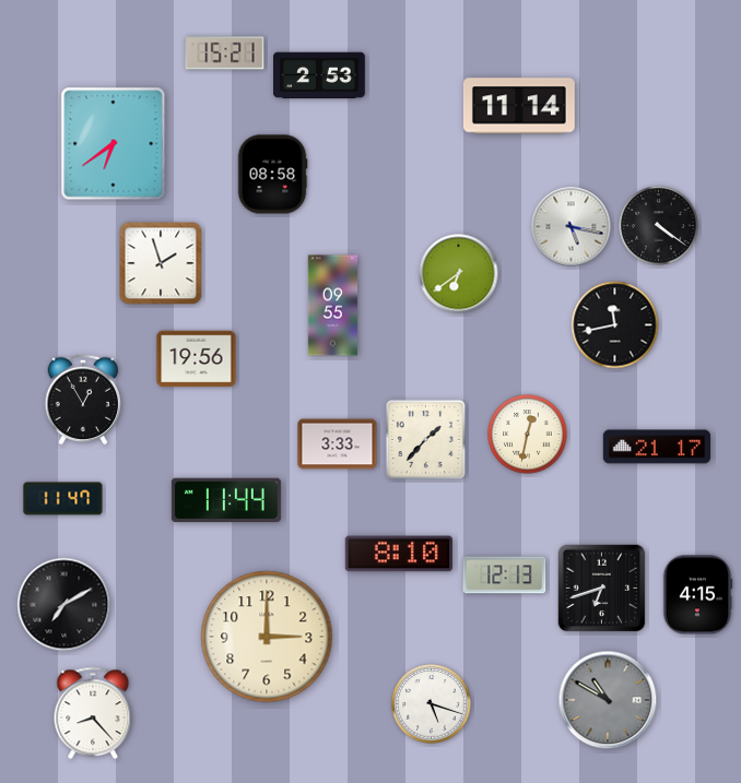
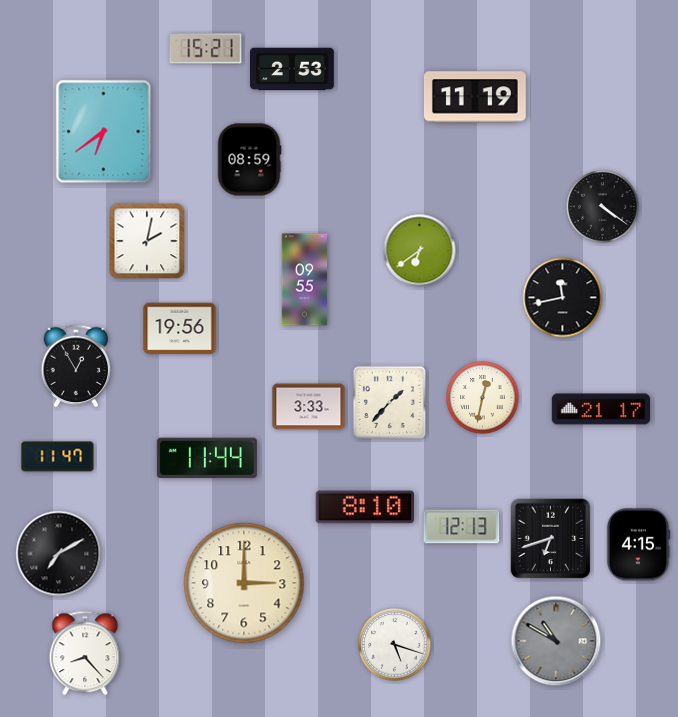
clock at (519, 106): 11:14 -> 11:19
clock at (272, 175): 08:58 -> 08:59
clock at (572, 227): 5:17 -> none
clock at (161, 263): 1:57 -> 2:02
